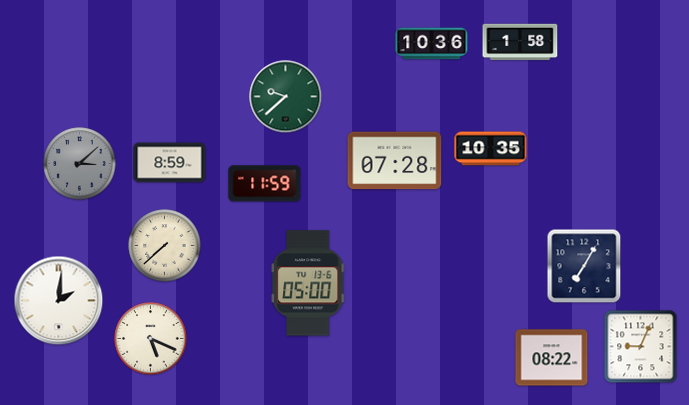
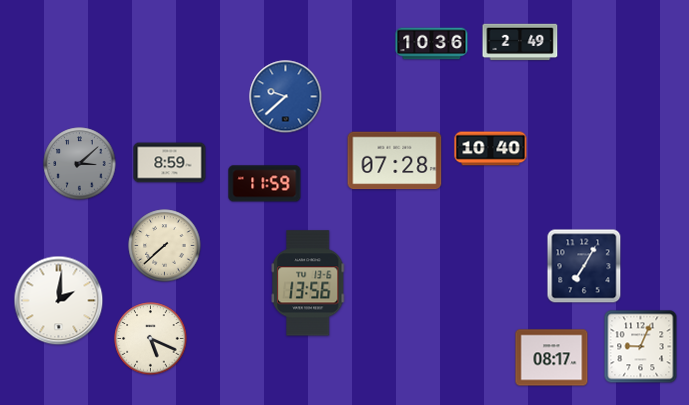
clock at (520, 42): 1:58 -> 2:49
clock at (286, 97) dial: green -> blue
clock at (491, 149): 10:35 -> 10:40
clock at (308, 283): 05:00 -> 13:56
clock at (552, 358): 08:22 -> 08:17
